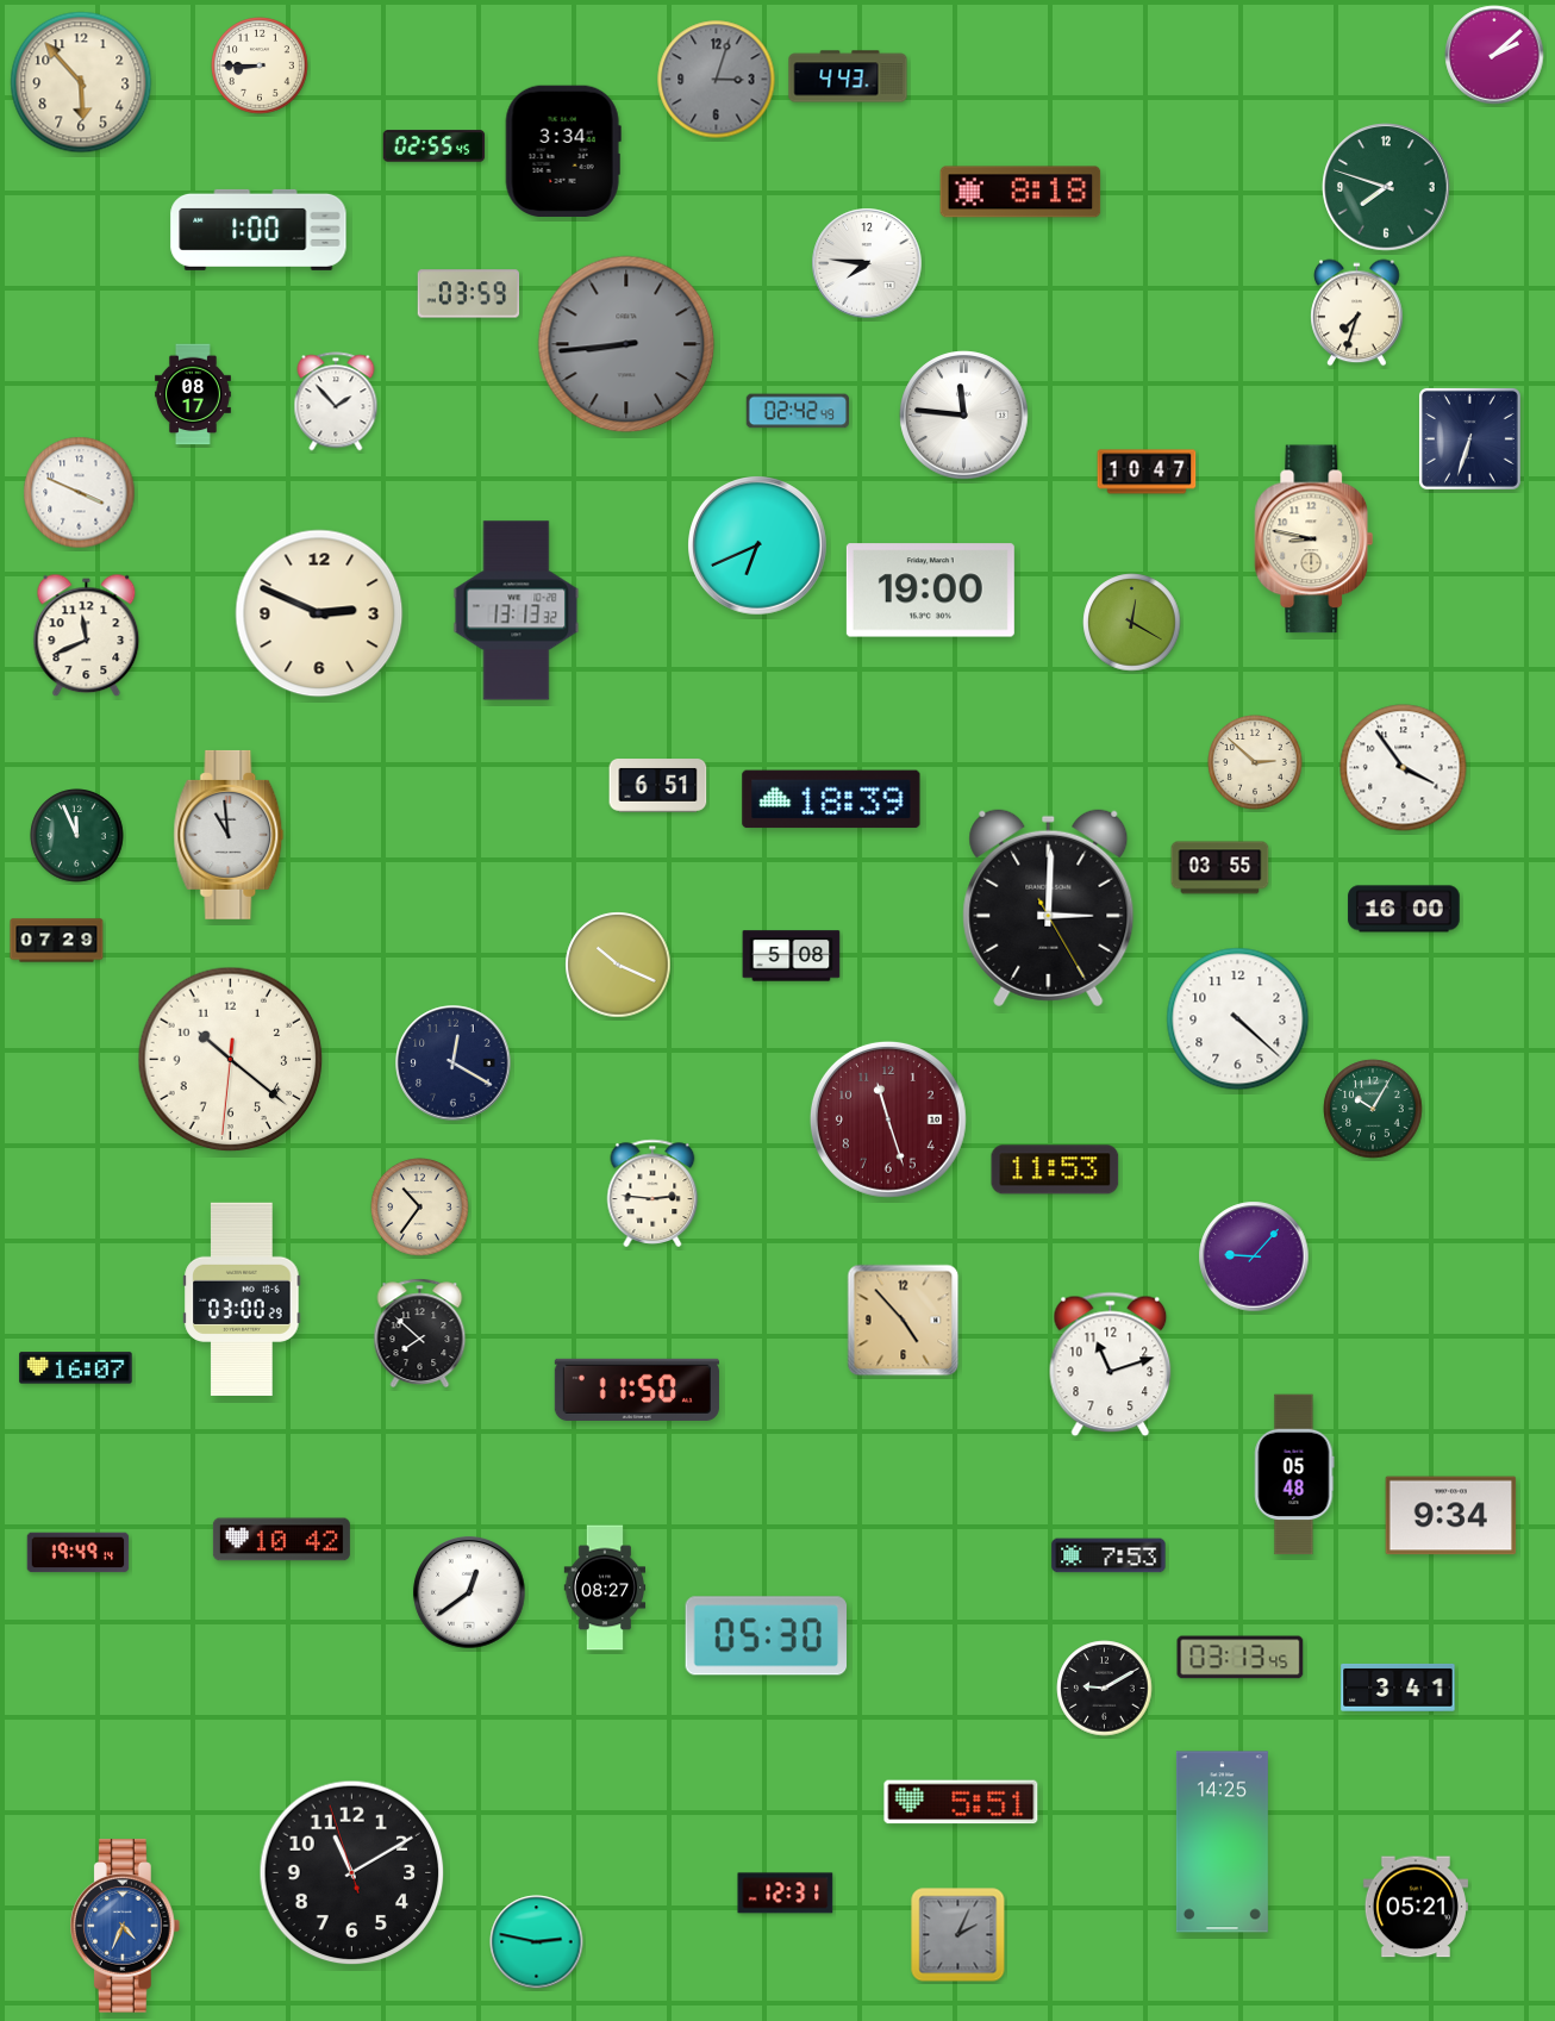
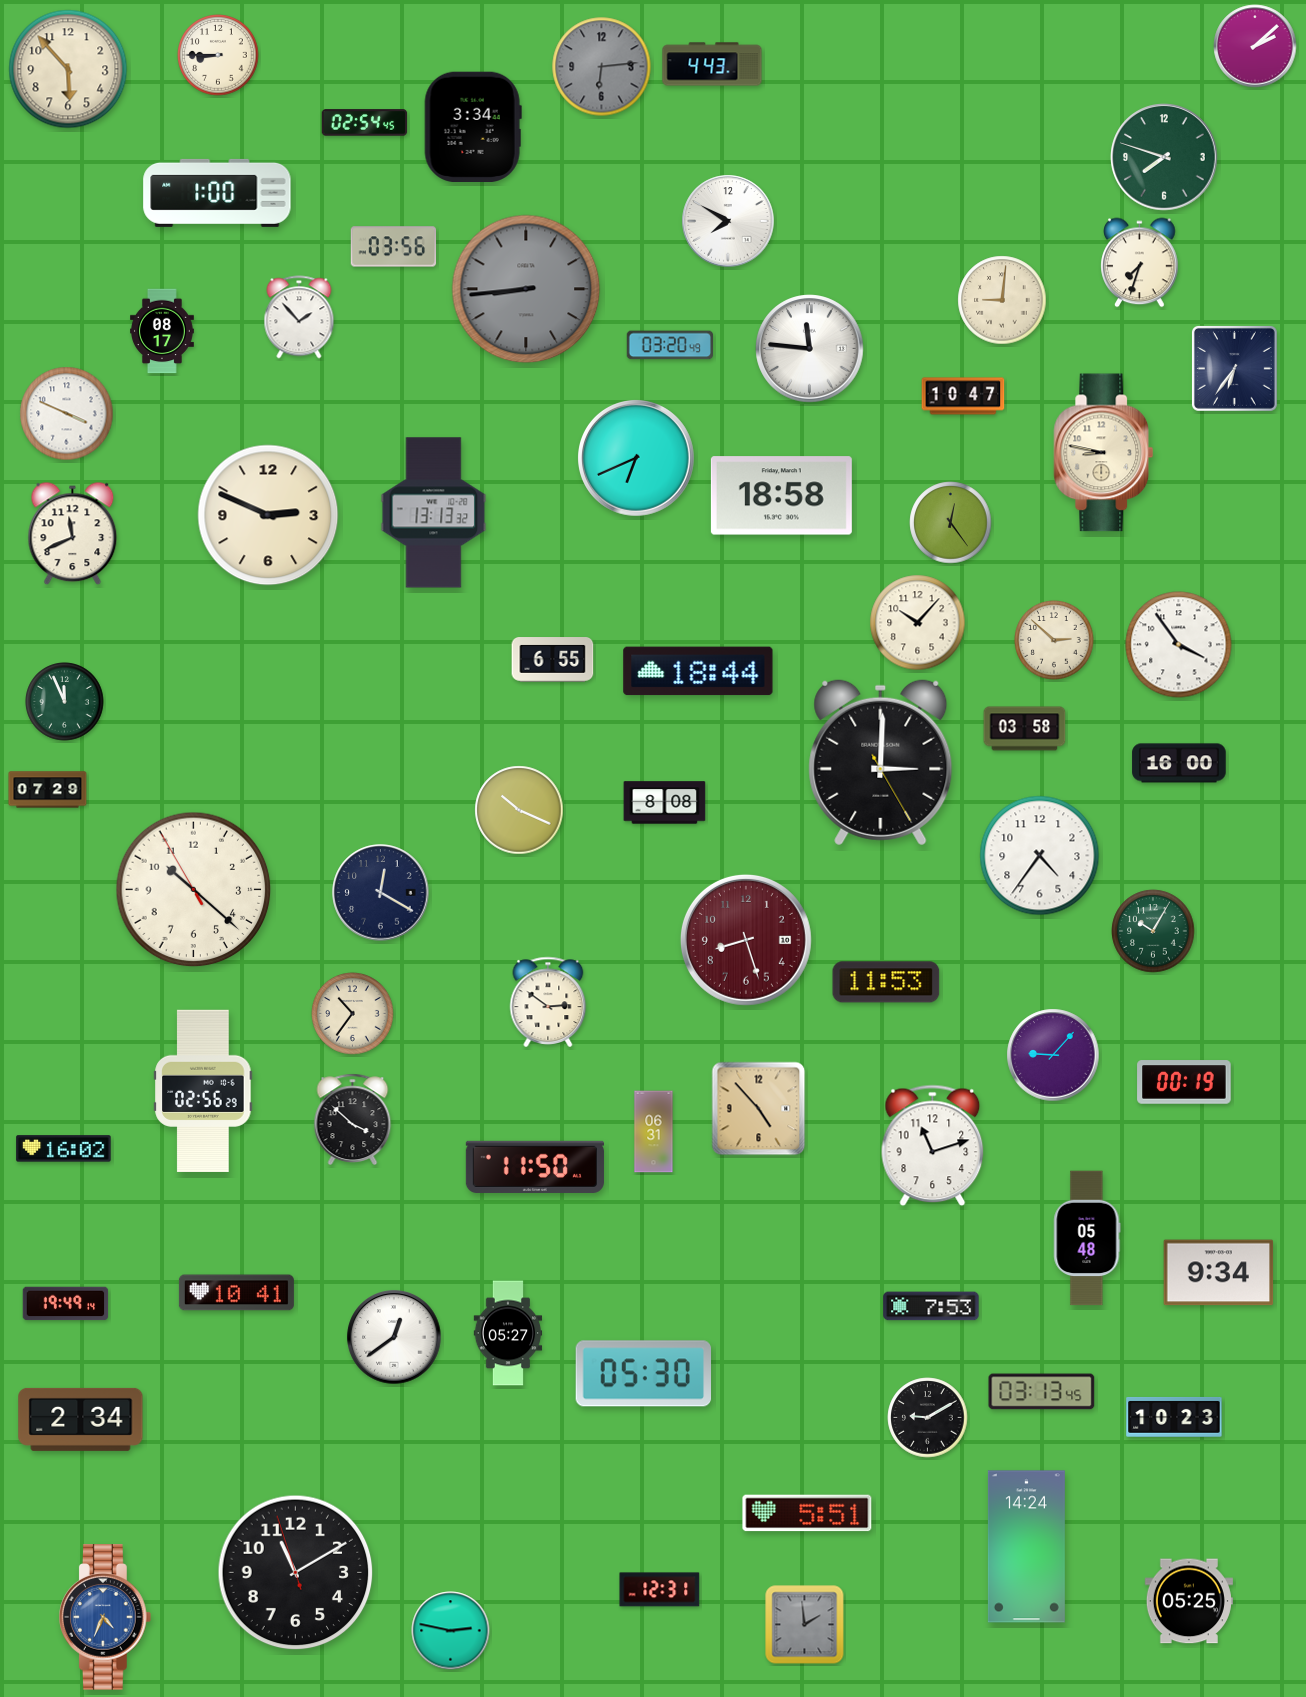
clock at (717, 80): 3:03 -> 6:14
clock at (435, 146): 02:55 -> 02:54
clock at (1020, 192): 8:18 -> none
clock at (867, 263): 7:46 -> 7:50
clock at (469, 294): 03:59 -> 03:56
clock at (1002, 300): none -> 9:01
clock at (336, 401) position: (336, 401) -> (299, 317)
clock at (797, 411): 02:42 -> 03:20
clock at (1469, 438): 6:33 -> 6:36
clock at (930, 591): 19:00 -> 18:58
clock at (1132, 623): 12:20 -> 12:24
clock at (918, 623): none -> 10:07
clock at (658, 786): 6:51 -> 6:55
clock at (831, 799): 18:39 -> 18:44
clock at (229, 835): 10:59 -> none
clock at (1220, 868): 03:55 -> 03:58
clock at (792, 956): 5:08 -> 8:08
clock at (1238, 1019): 4:22 -> 4:36
clock at (231, 1060): 10:21:31 -> 10:21:55
clock at (888, 1119): 11:27 -> 8:27
clock at (652, 1193): 2:46 -> 2:51
clock at (1184, 1082): none -> 00:19
clock at (242, 1298): 03:00 -> 02:56
clock at (420, 1333): 7:52 -> 3:52
clock at (654, 1132): none -> 06:31
clock at (76, 1368): 16:07 -> 16:02
clock at (281, 1540): 10:42 -> 10:41
clock at (605, 1588): 08:27 -> 05:27
clock at (1398, 1688): 3:41 -> 10:23
clock at (81, 1419): none -> 2:34
clock at (1222, 1842): 14:25 -> 14:24
clock at (1416, 1907): 05:21 -> 05:25
clock at (958, 1935): 2:04 -> 1:59
